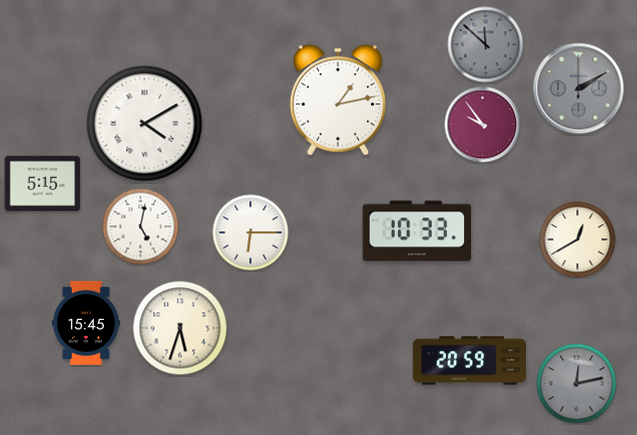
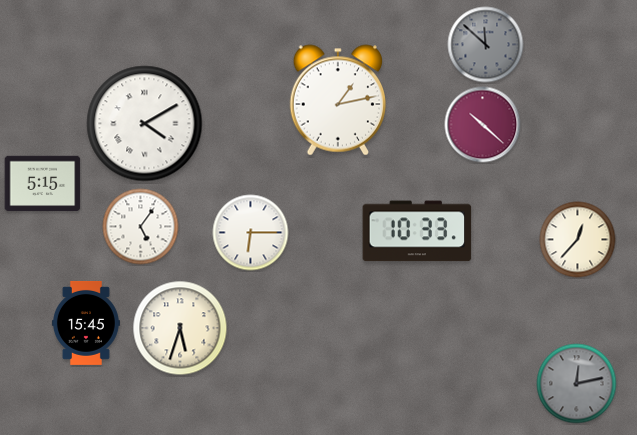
clock at (579, 89): 2:10 -> none
clock at (483, 125): 9:54 -> 10:22
clock at (141, 227): 5:02 -> 5:06
clock at (578, 240): 12:40 -> 12:37
clock at (469, 361): 20:59 -> none
